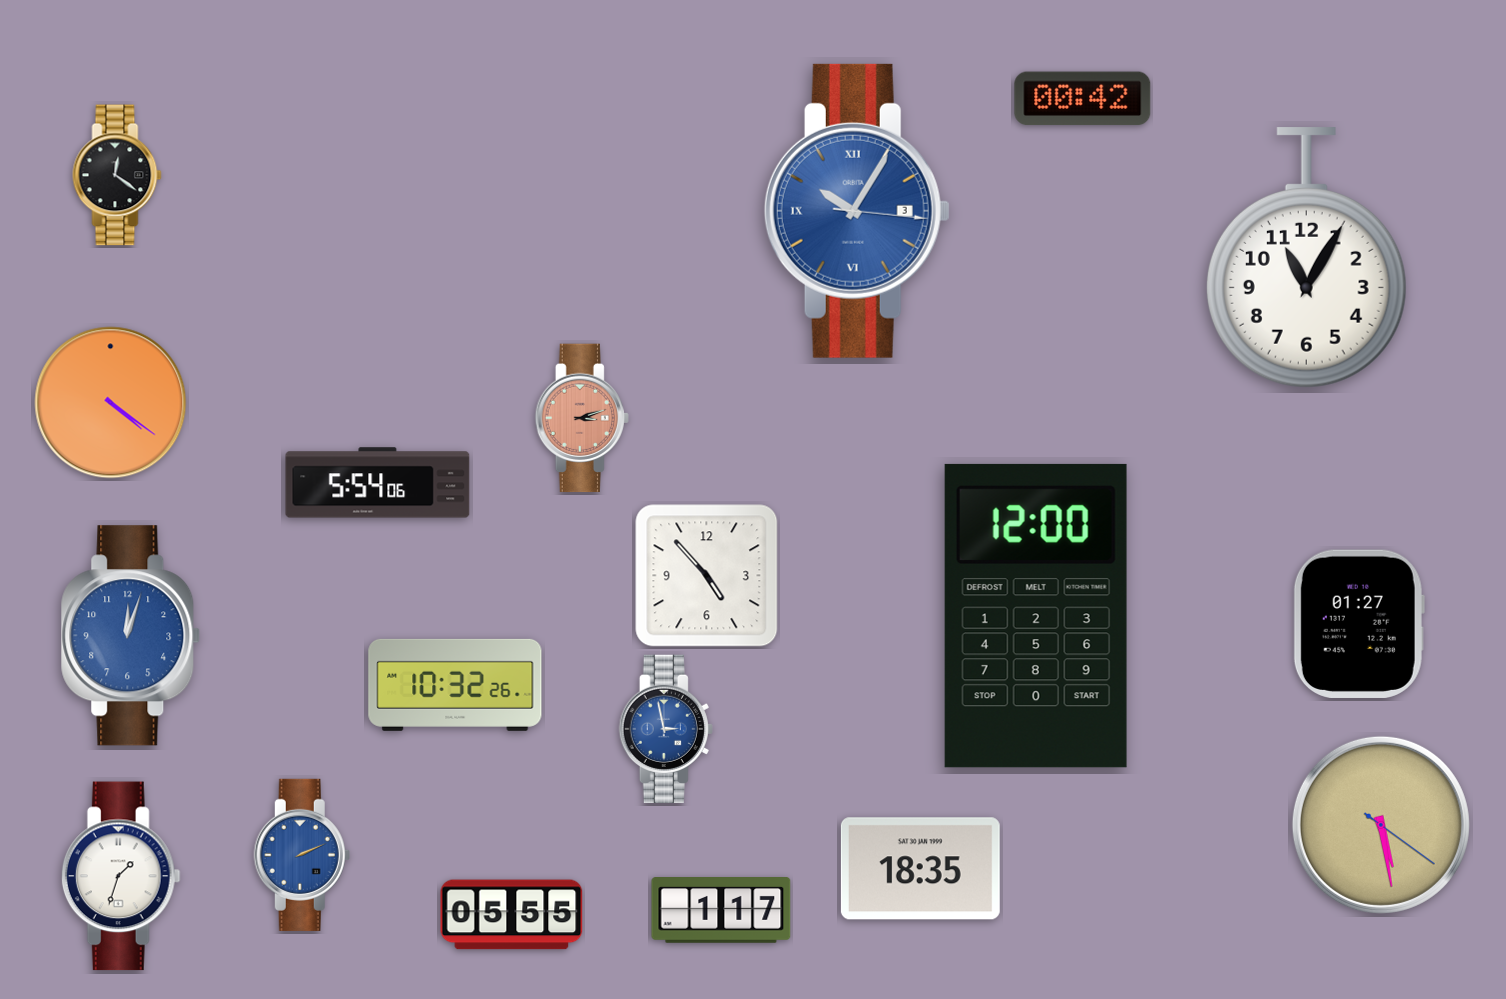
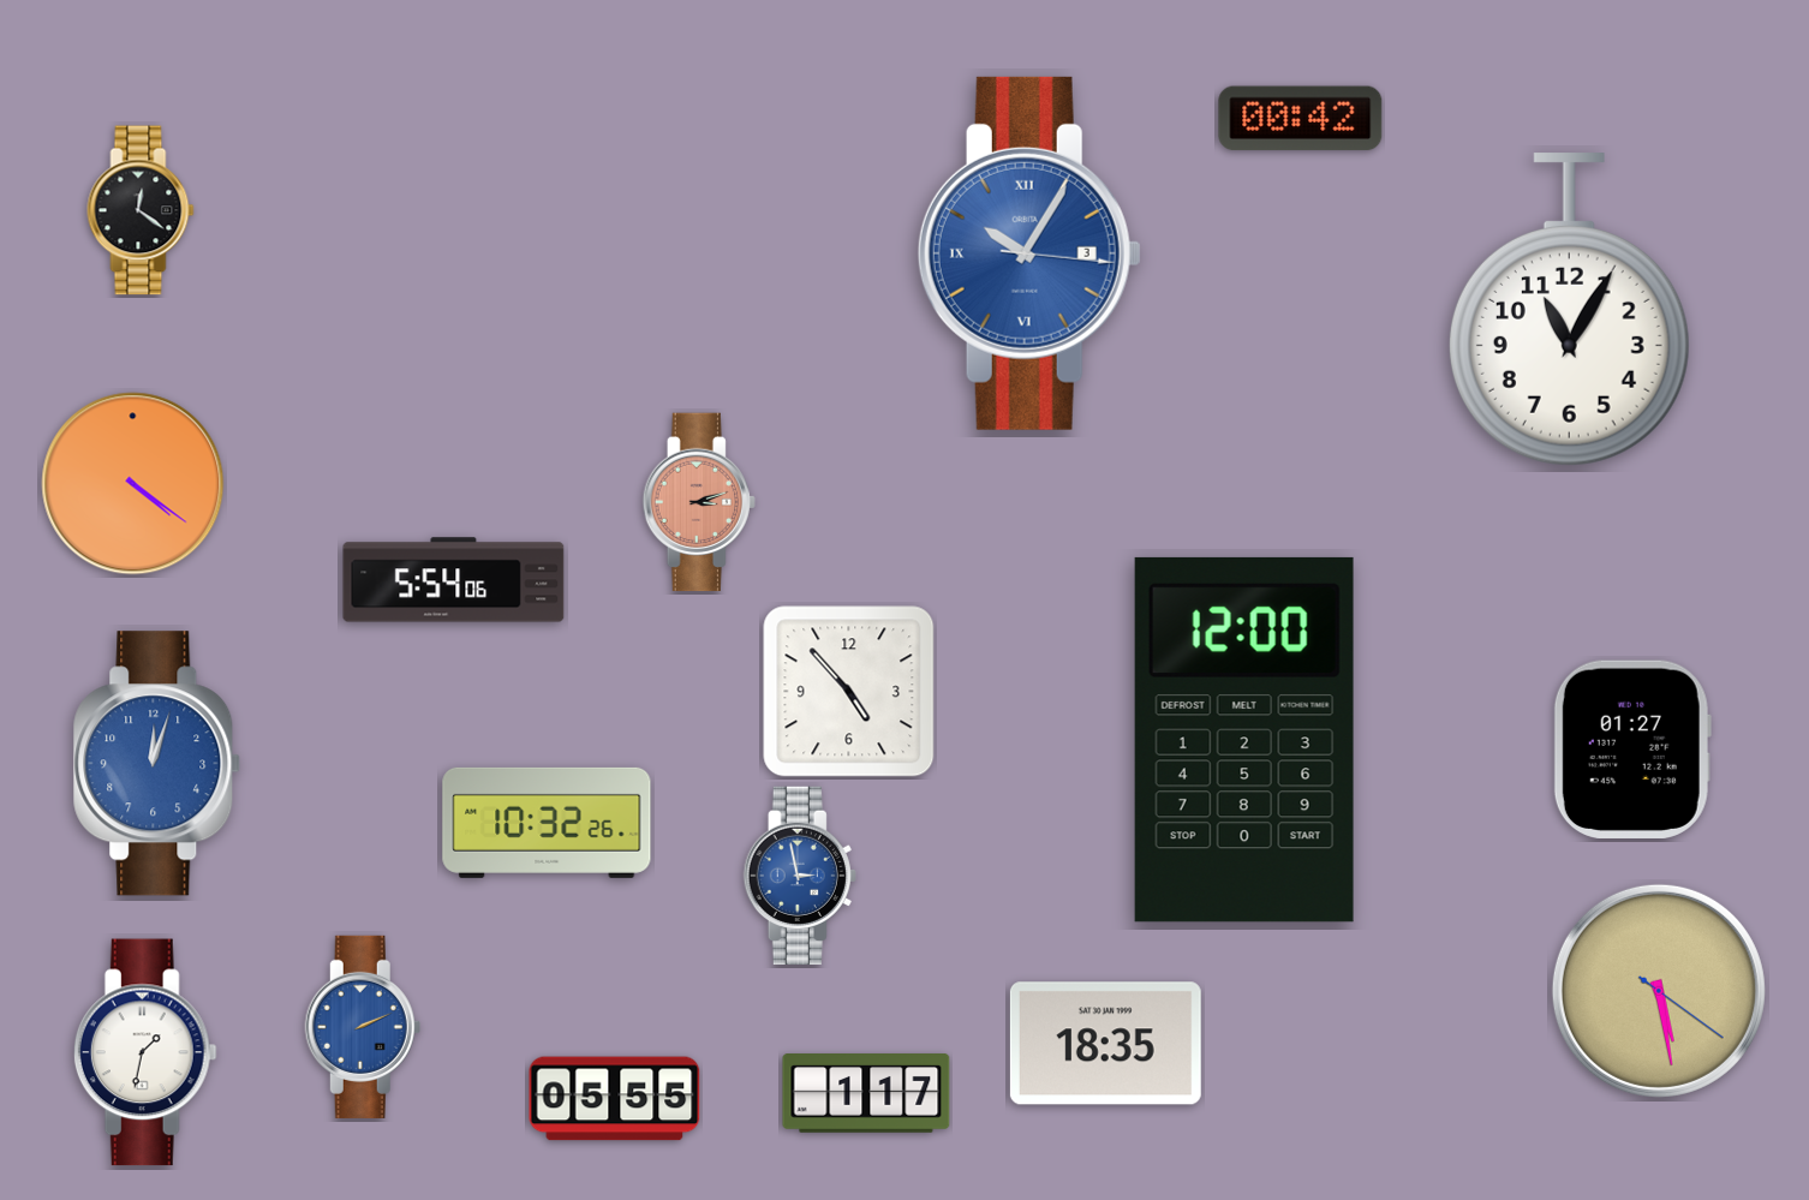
clock at (121, 876): 1:33 -> 1:32
